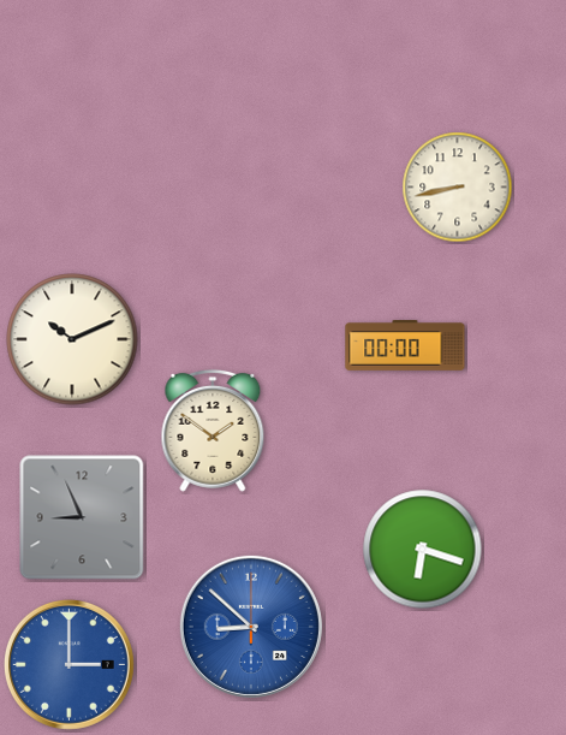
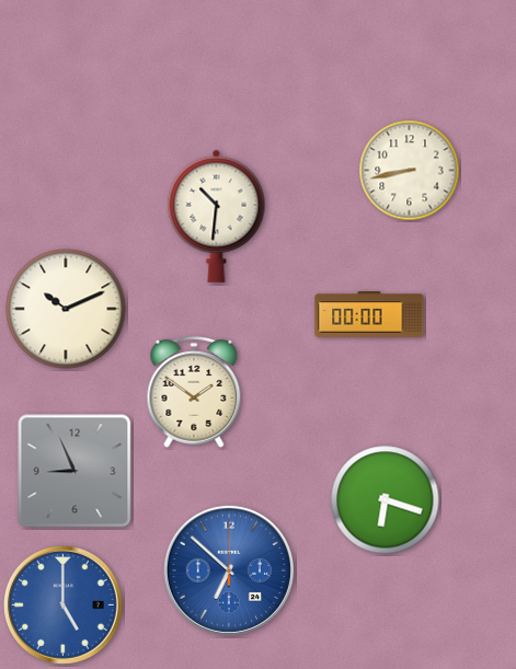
clock at (458, 188) position: (458, 188) -> (410, 171)
clock at (217, 216): none -> 10:31
clock at (251, 627): 8:52 -> 6:52
clock at (68, 664): 3:00 -> 5:00
